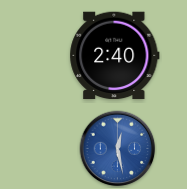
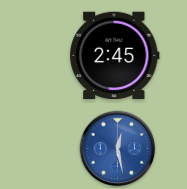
clock at (115, 56): 2:40 -> 2:45
